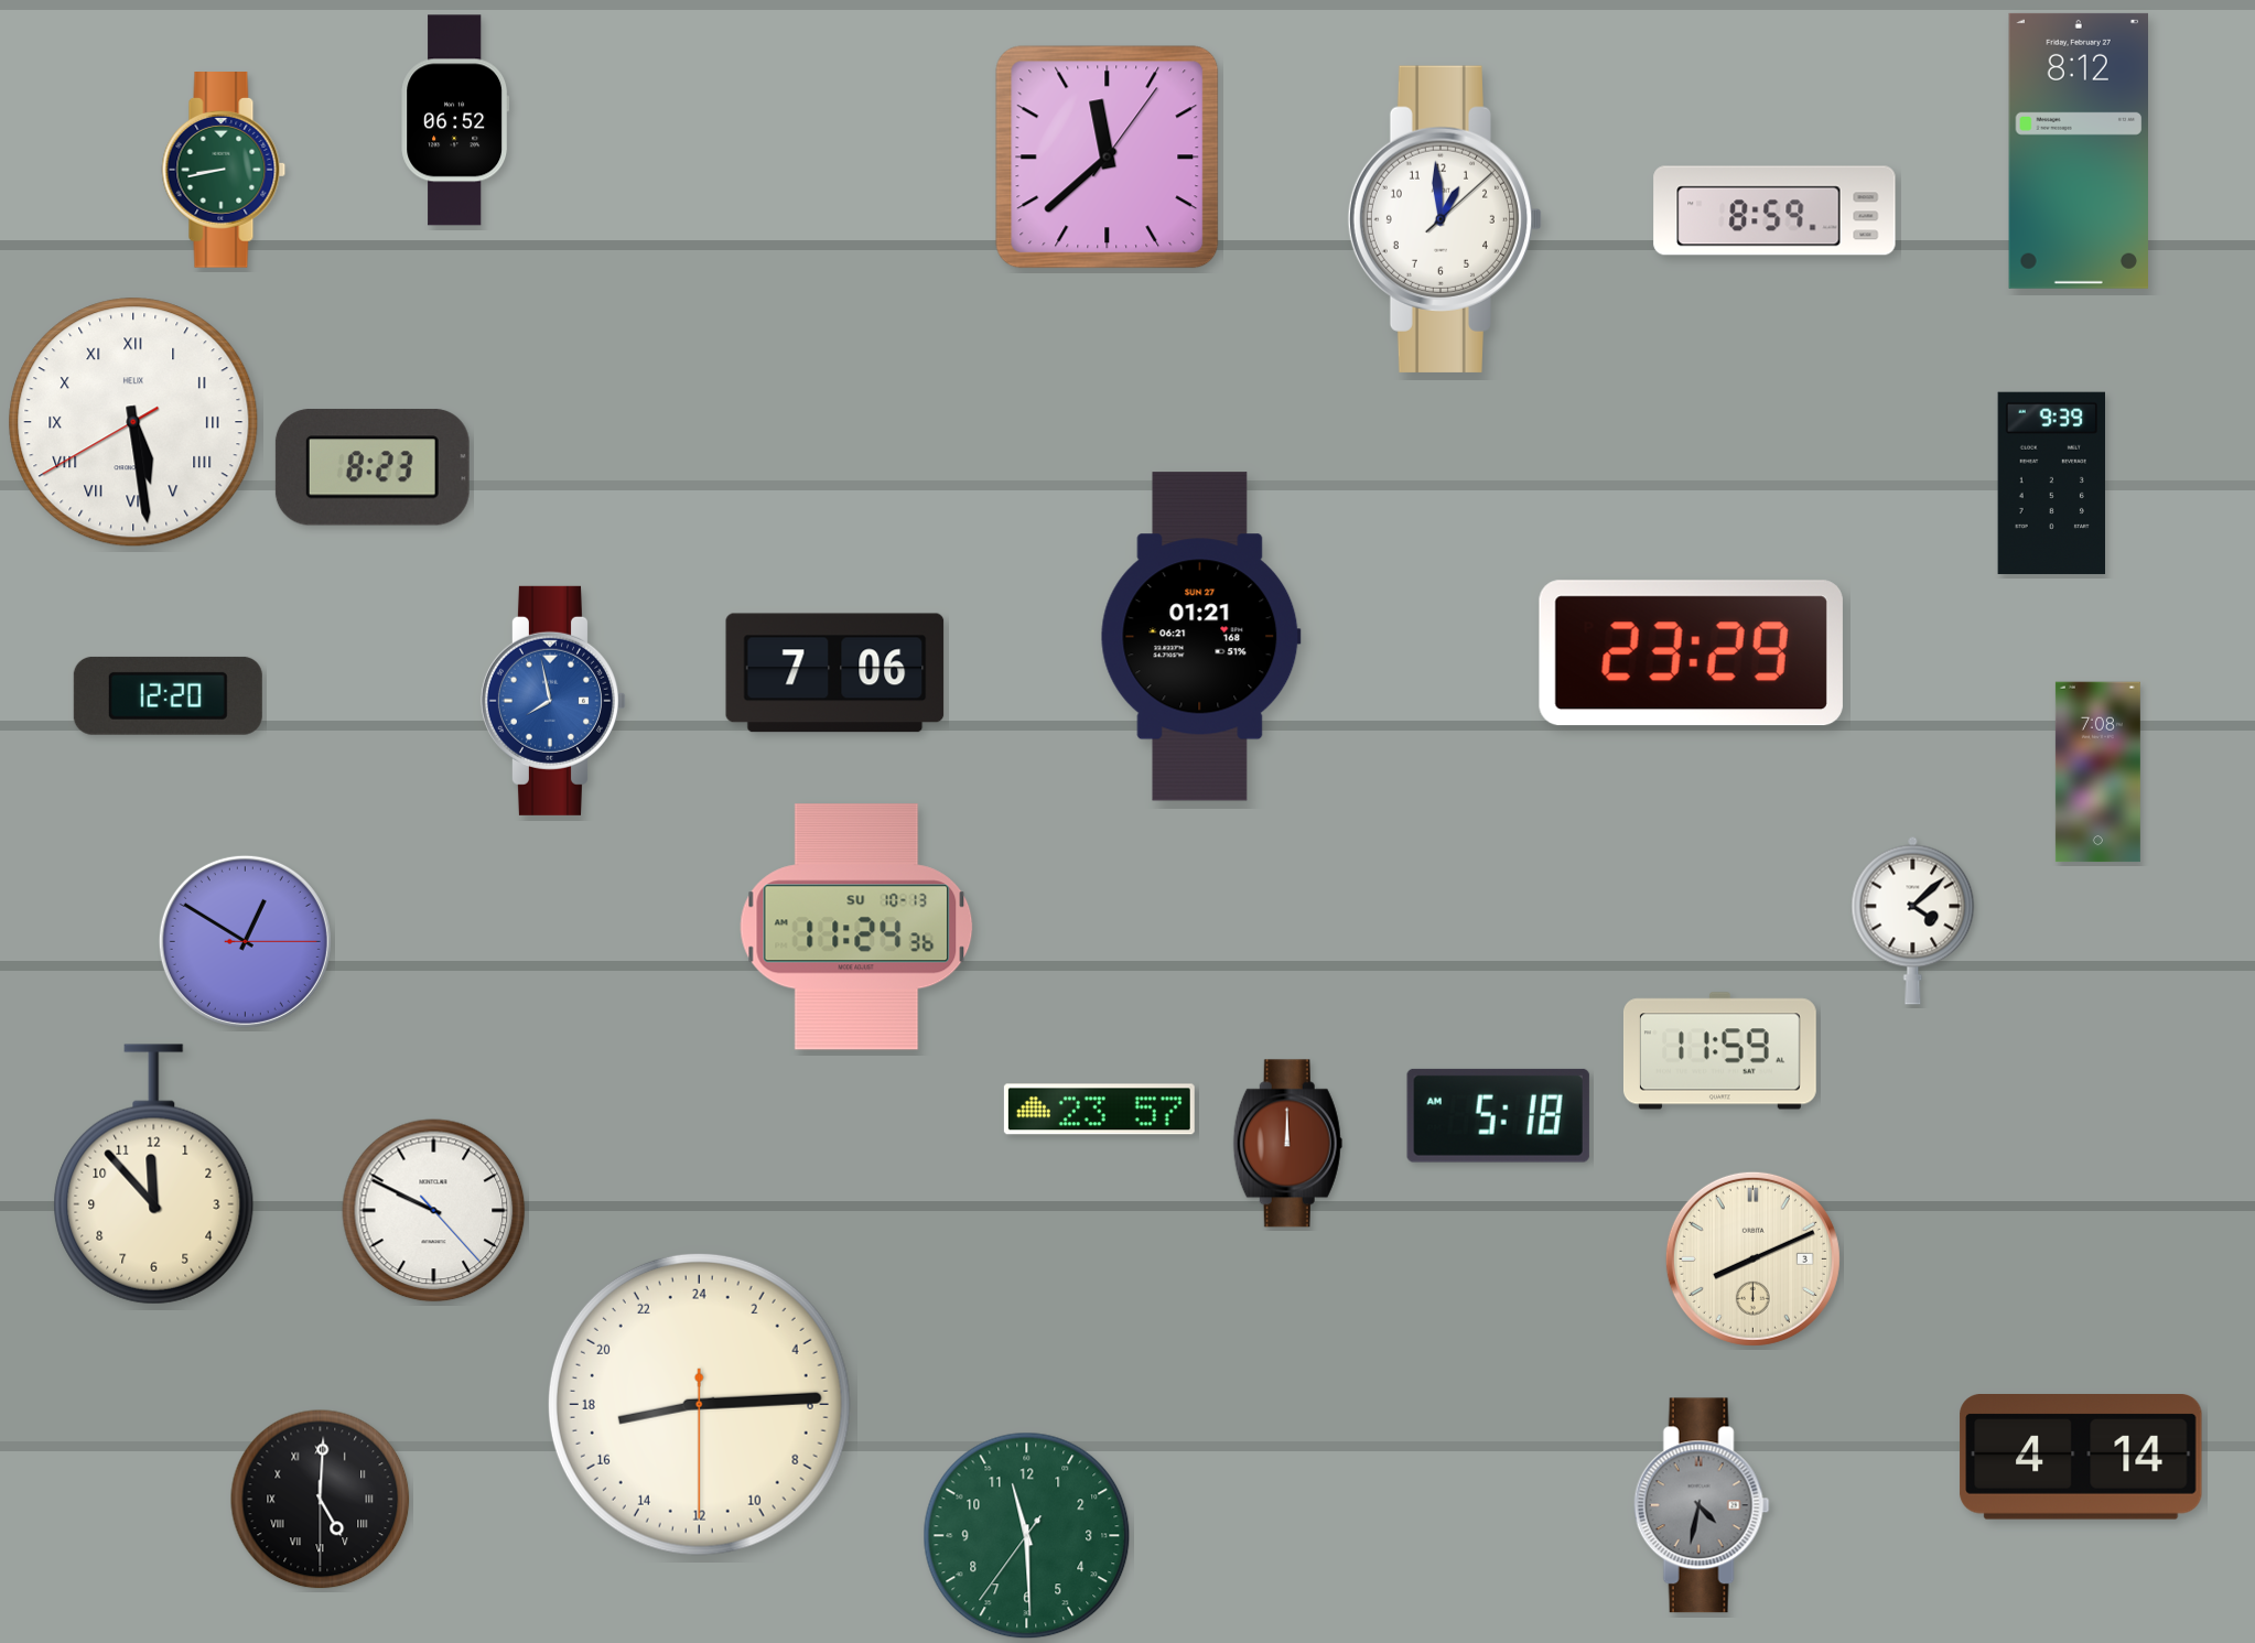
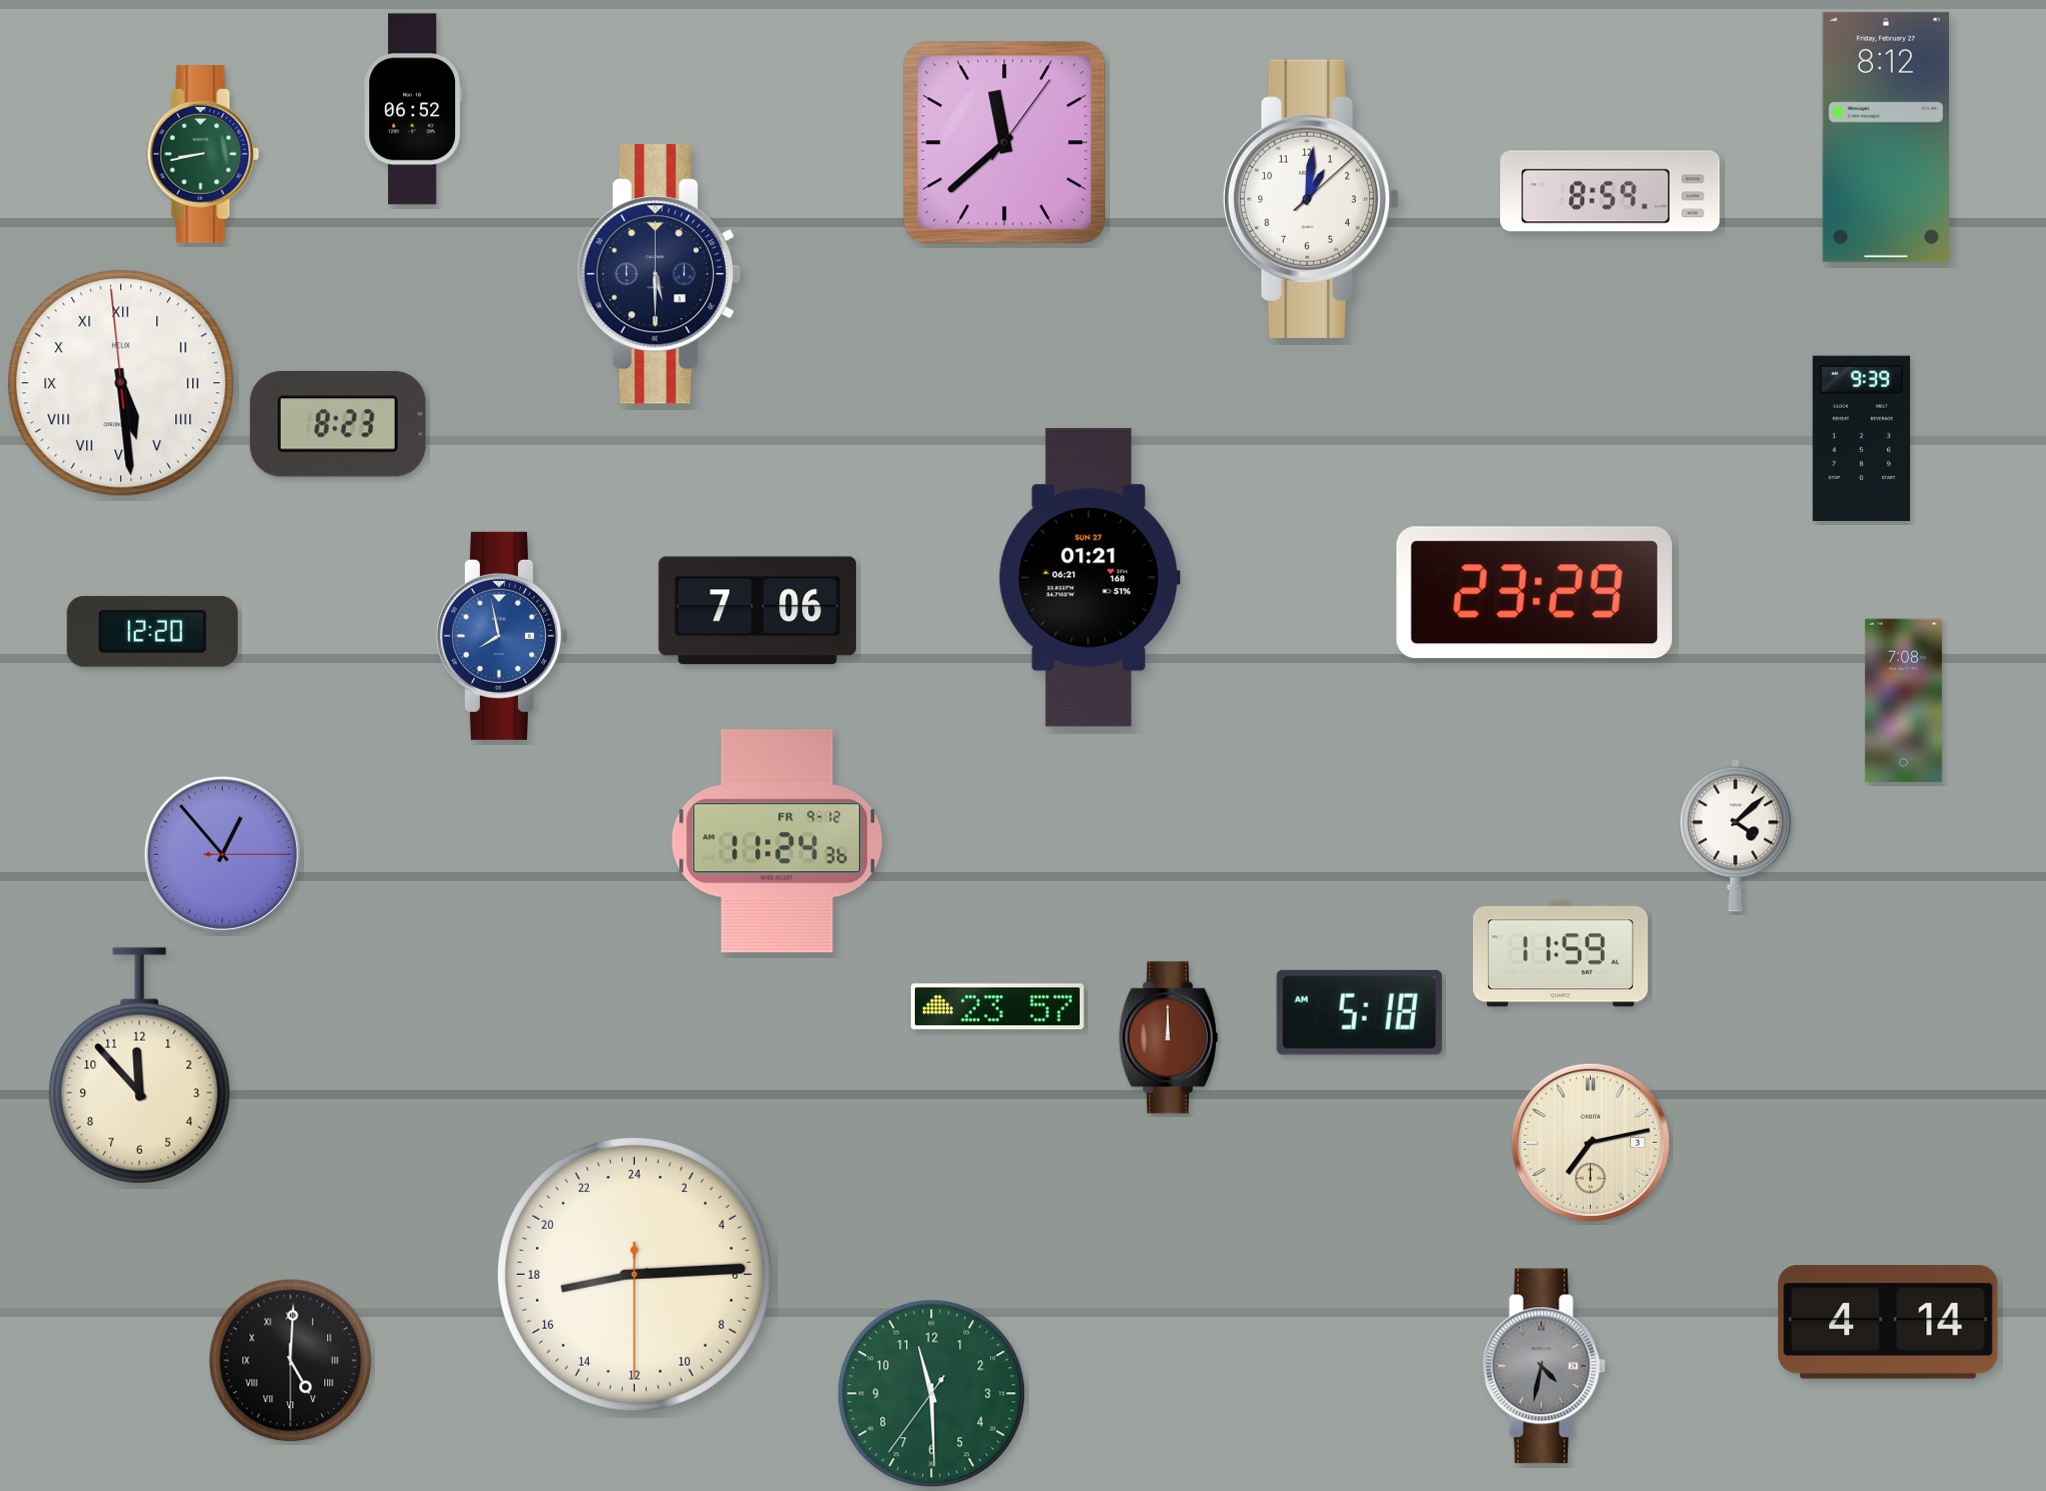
clock at (1445, 219): 12:59 -> 1:01
clock at (659, 274): none -> 5:30
clock at (133, 422): 5:28:40 -> 5:28:59
clock at (856, 927) date: SU 10-13 -> FR 9-12
clock at (245, 941): 12:50 -> 12:53
clock at (434, 1211): 9:49 -> none
clock at (1752, 1258): 8:11 -> 7:13
